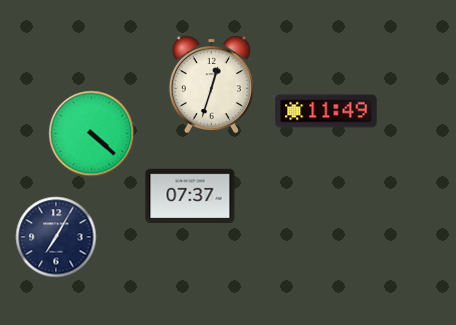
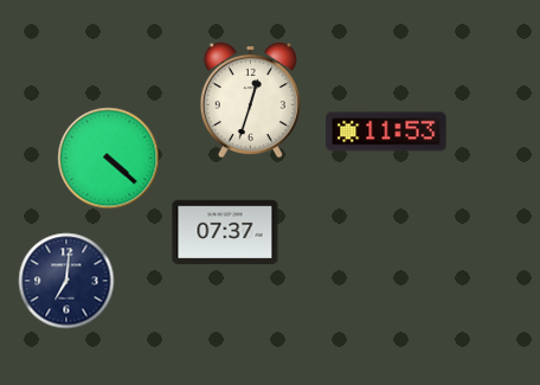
clock at (326, 111): 11:49 -> 11:53
clock at (56, 237): 7:05 -> 7:01
